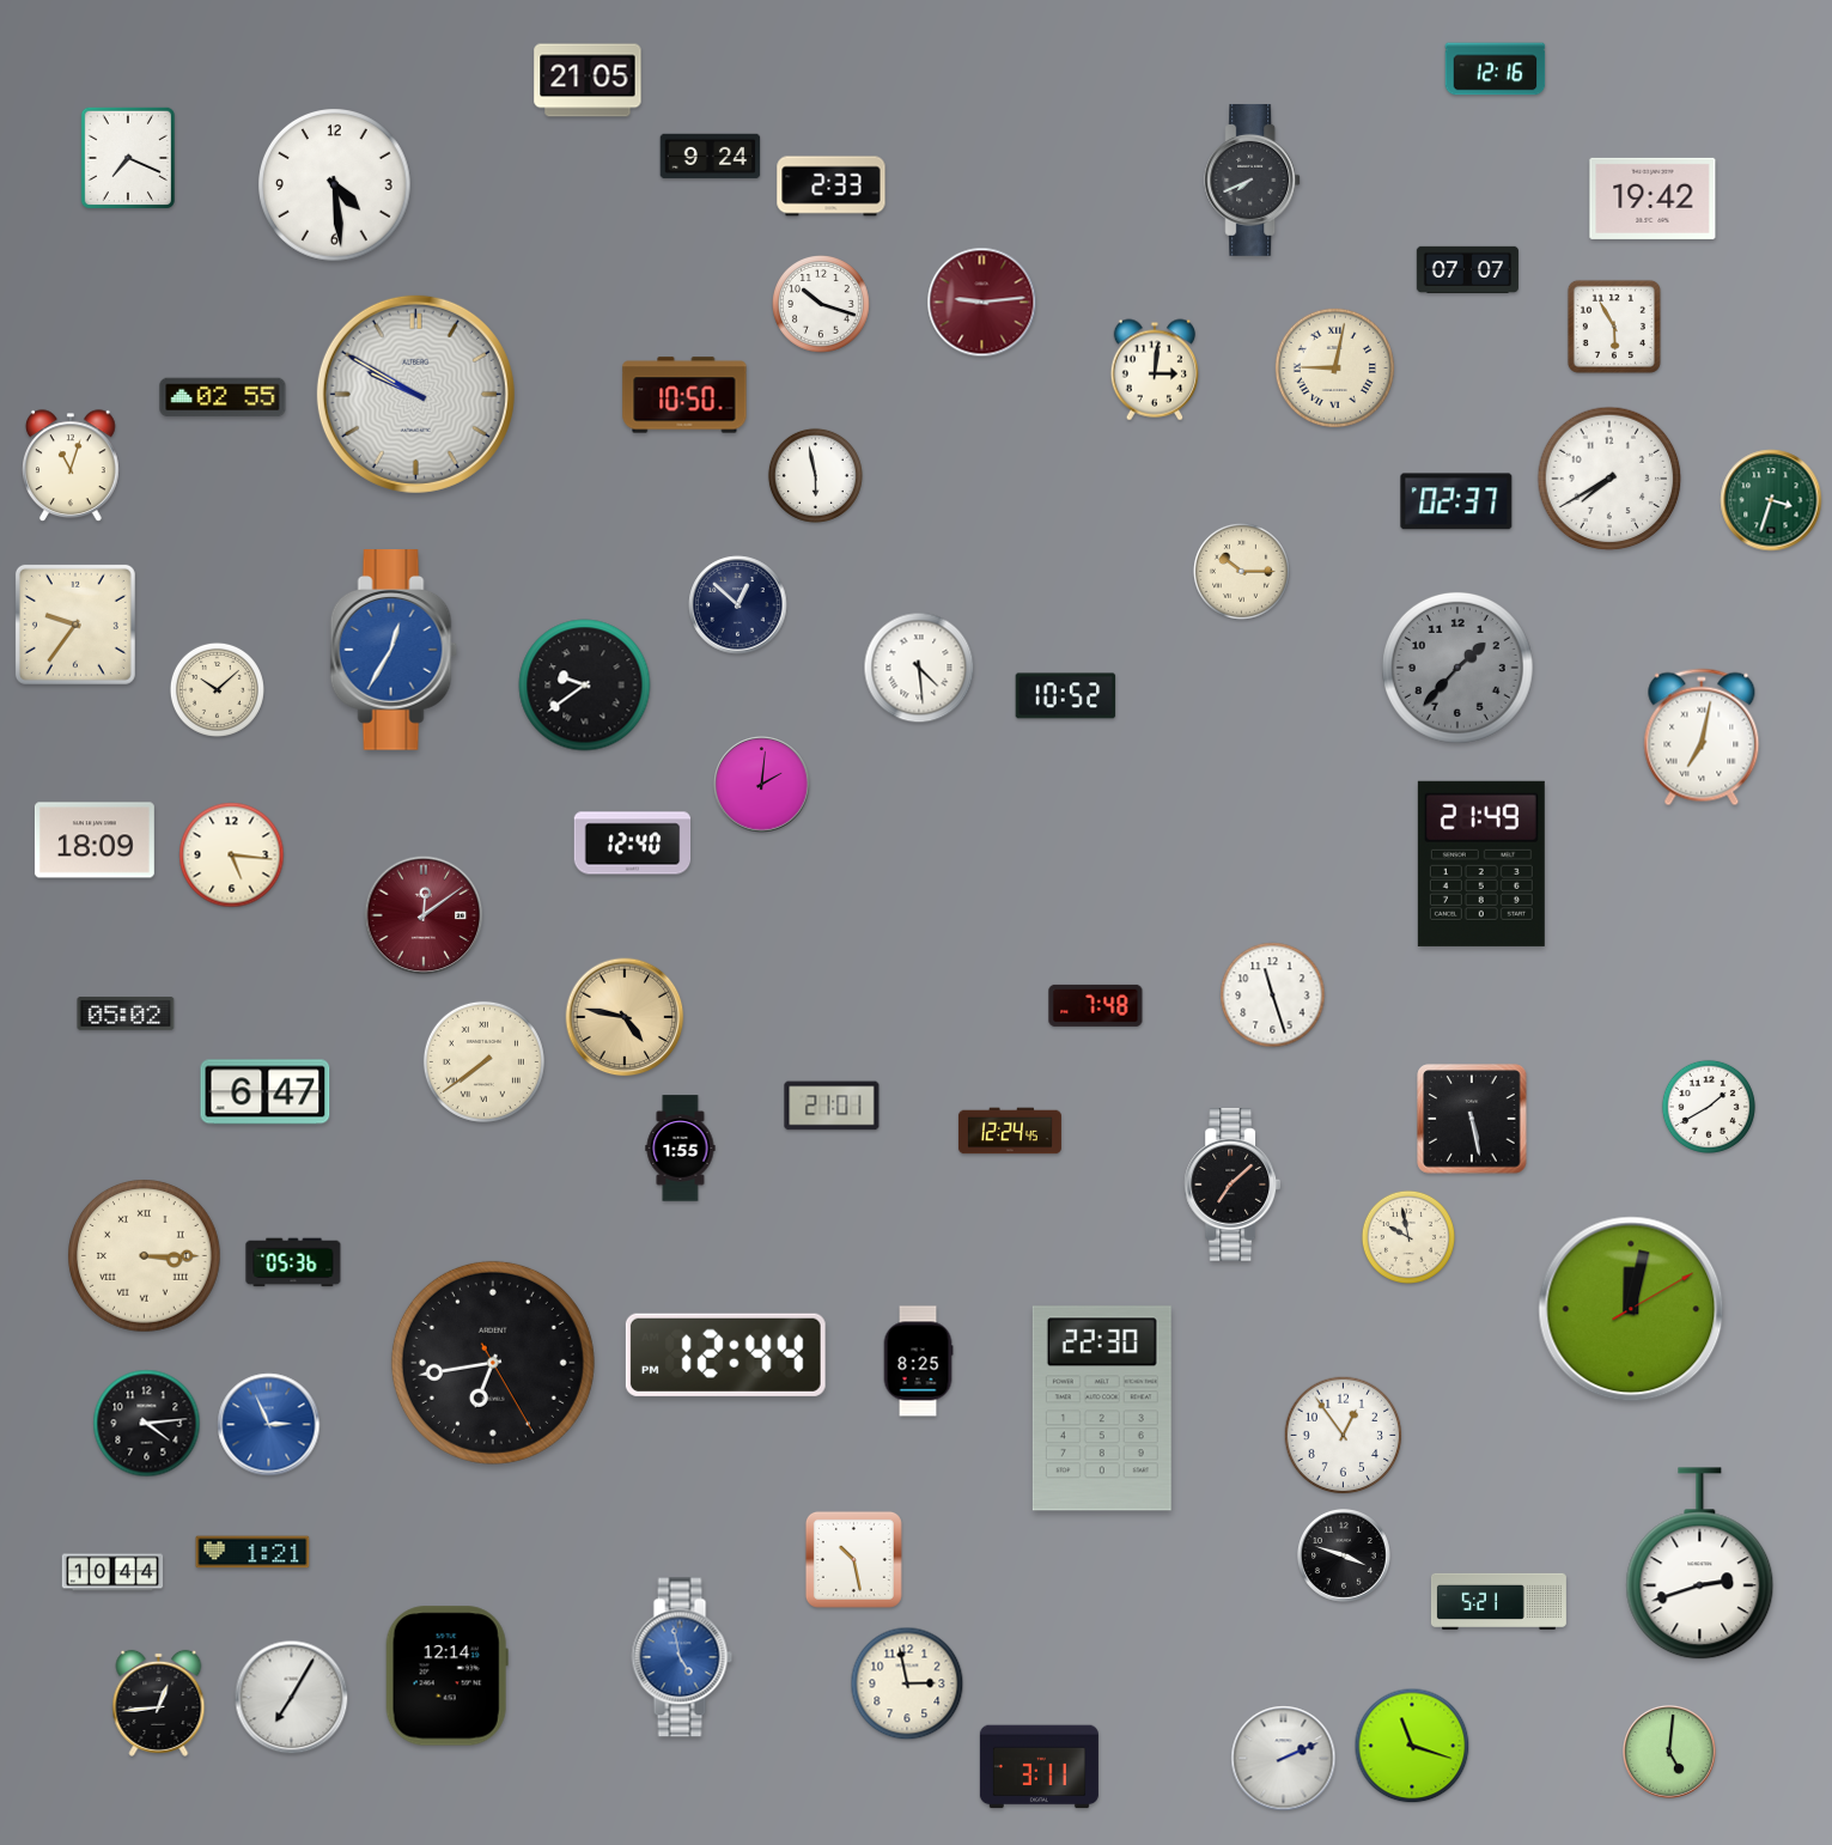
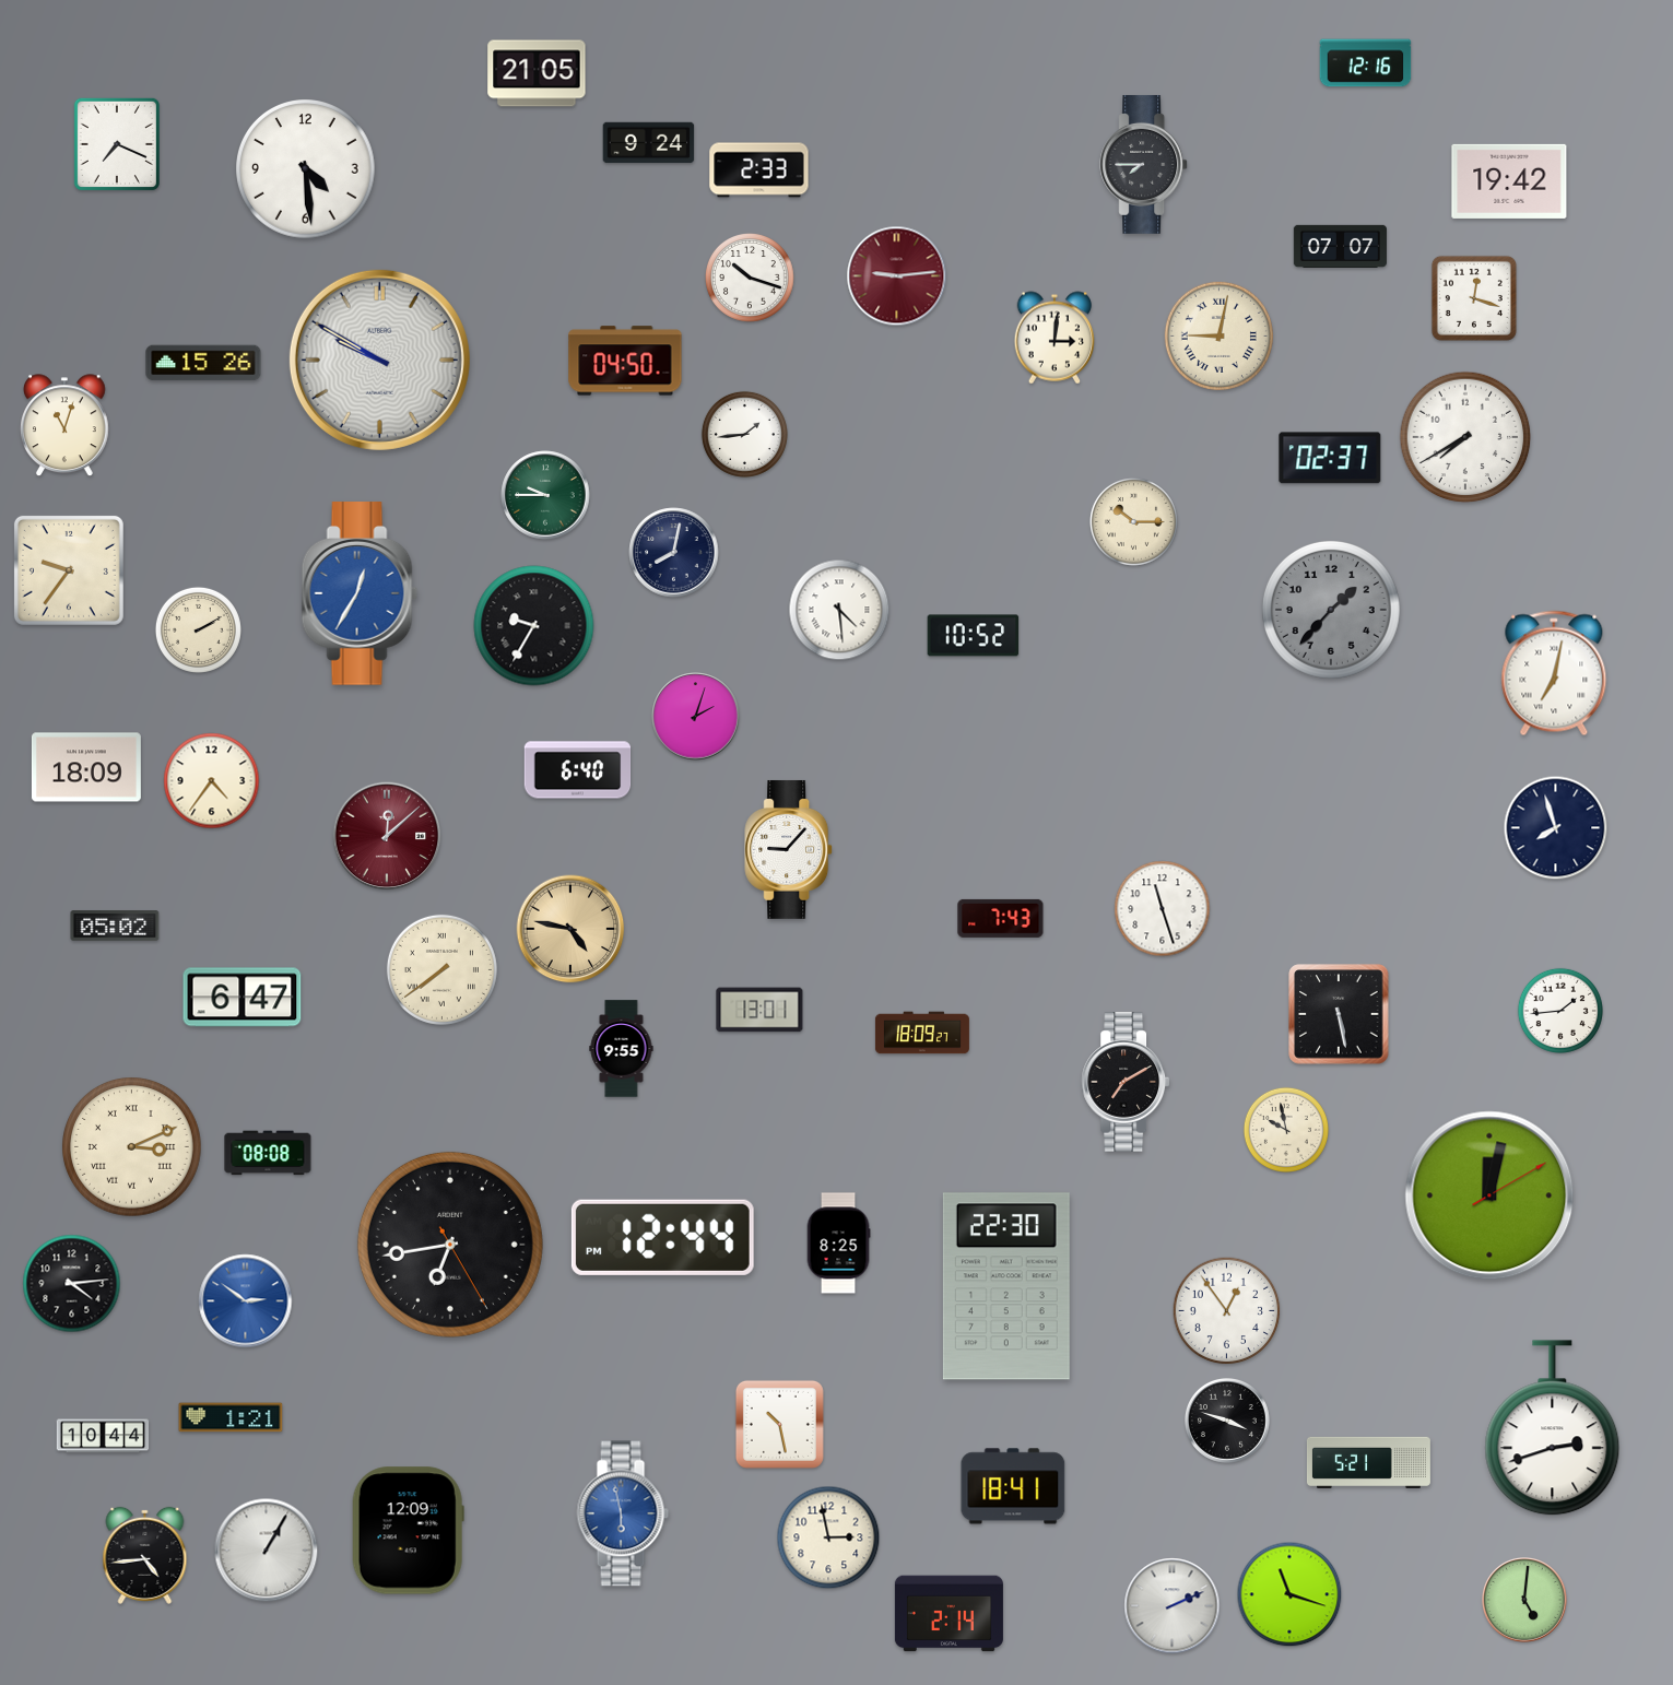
clock at (1253, 179): 7:41 -> 7:45
clock at (1614, 327): 5:55 -> 12:18
clock at (684, 395): 10:50 -> 04:50
clock at (223, 397): 02:55 -> 15:26
clock at (815, 475): 5:58 -> 1:44
clock at (1609, 479) position: (1609, 479) -> (1465, 437)
clock at (1771, 500): 3:33 -> none
clock at (545, 495): none -> 9:45
clock at (738, 605): 12:52 -> 8:02
clock at (585, 686): 9:39 -> 9:35
clock at (217, 689): 10:08 -> 2:10
clock at (762, 785): 2:01 -> 2:03
clock at (633, 844): 12:40 -> 6:40
clock at (232, 855): 5:16 -> 4:36
clock at (1481, 864): 21:49 -> none
clock at (1556, 828): none -> 7:57
clock at (424, 915): 12:09 -> 12:08
clock at (789, 849): none -> 9:07
clock at (1096, 1005): 7:48 -> 7:43
clock at (832, 1106): 21:01 -> 13:01
clock at (1709, 1107): 1:40 -> 1:44
clock at (1472, 1119) position: (1472, 1119) -> (1339, 1014)
clock at (1010, 1131): 12:24 -> 18:09
clock at (681, 1149): 1:55 -> 9:55
clock at (1233, 1185): 7:08 -> 7:10
clock at (145, 1256): 3:15 -> 3:11
clock at (293, 1262): 05:36 -> 08:08
clock at (147, 1424) position: (147, 1424) -> (72, 1284)
clock at (269, 1425): 2:56 -> 2:51
clock at (1013, 1486): none -> 18:41
clock at (682, 1657): 4:58 -> 5:58
clock at (446, 1676): 12:14 -> 12:09
clock at (292, 1698): 7:05 -> 1:05
clock at (159, 1703): 12:44 -> 4:44
clock at (1039, 1767): 3:11 -> 2:14
